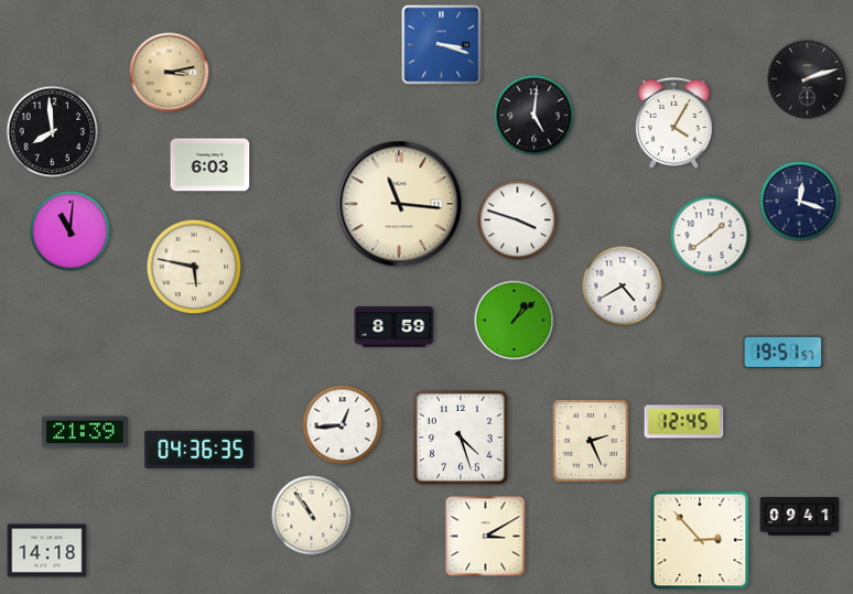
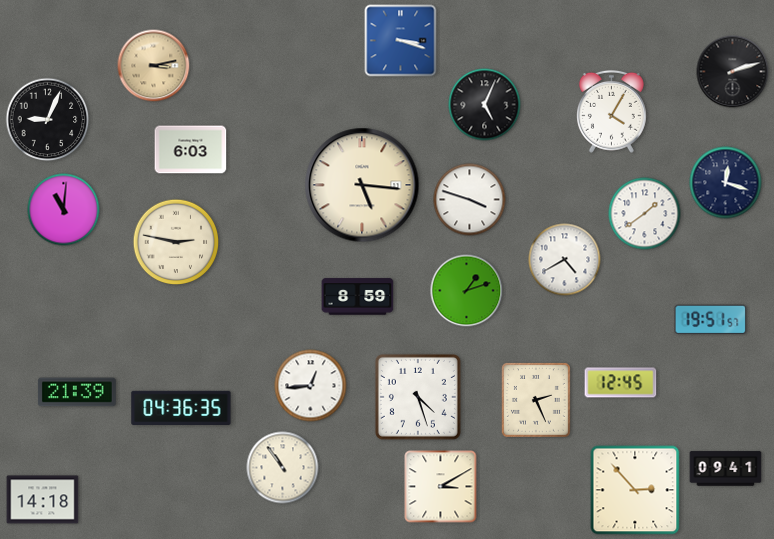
clock at (535, 116): 5:01 -> 5:04
clock at (53, 132): 7:59 -> 9:04
clock at (399, 204): 11:16 -> 5:16
clock at (194, 267): 5:47 -> 2:47
clock at (515, 321): 1:08 -> 1:12
